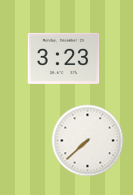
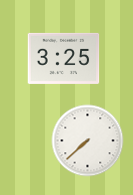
clock at (64, 58): 3:23 -> 3:25
